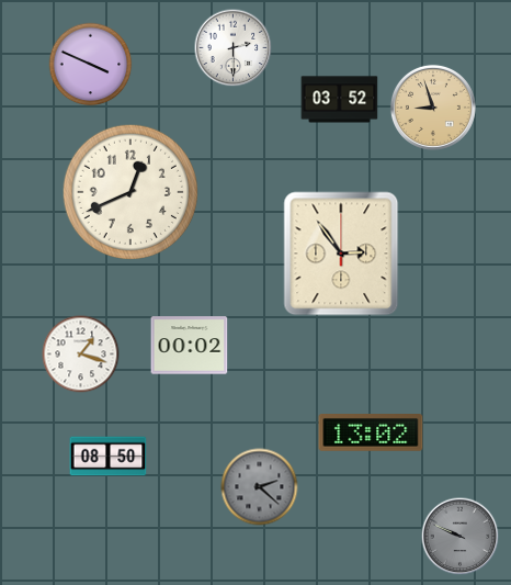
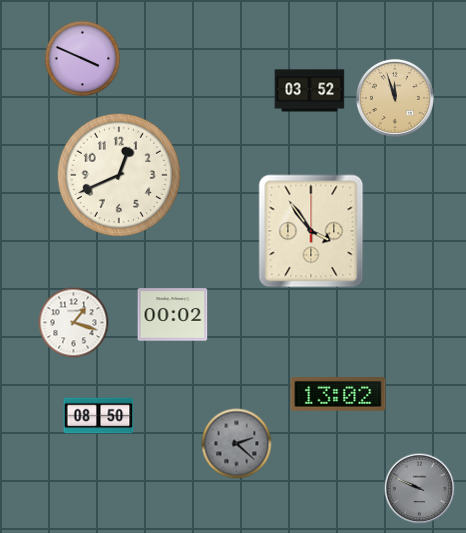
clock at (234, 48): 2:30 -> none
clock at (433, 108): 8:57 -> 11:57
clock at (341, 254): 2:54 -> 3:54
